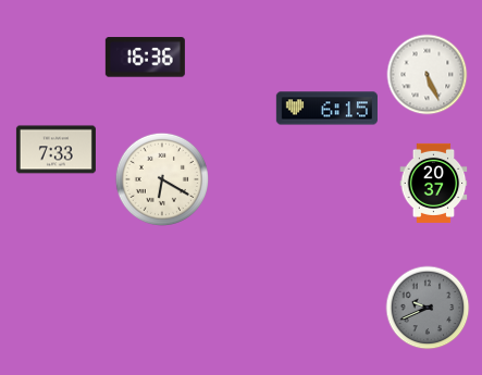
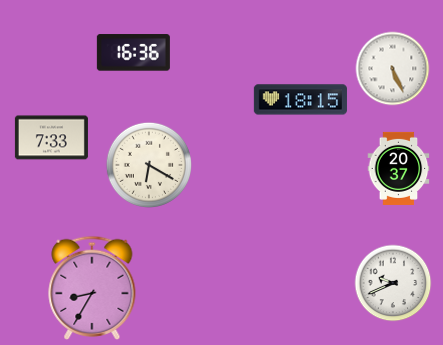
clock at (326, 109): 6:15 -> 18:15
clock at (428, 308) dial: grey -> white
clock at (92, 288): none -> 8:35
